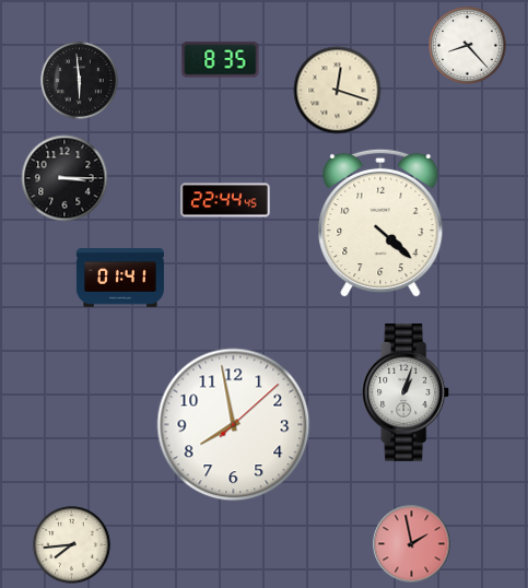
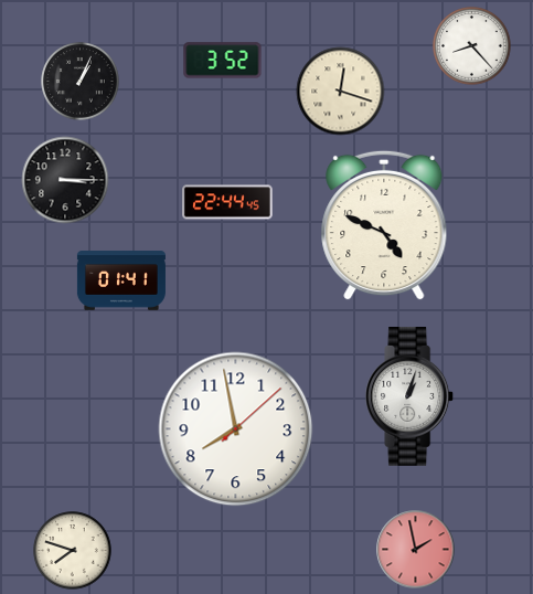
clock at (221, 60): 8:35 -> 3:52
clock at (80, 81): 5:59 -> 1:04
clock at (380, 223): 4:22 -> 4:49
clock at (72, 545): 7:44 -> 7:48
